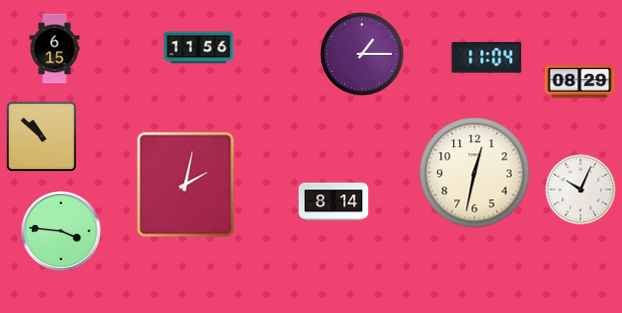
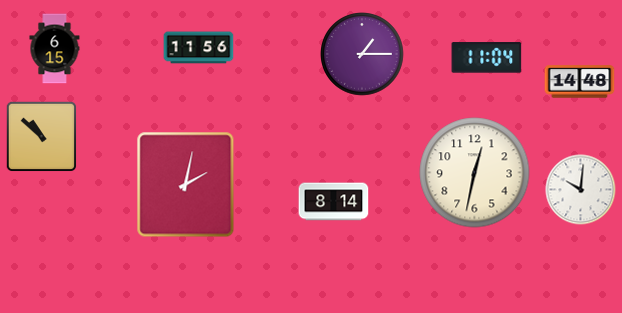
clock at (580, 82): 08:29 -> 14:48
clock at (581, 190): 10:04 -> 10:01
clock at (61, 232): 3:46 -> none
